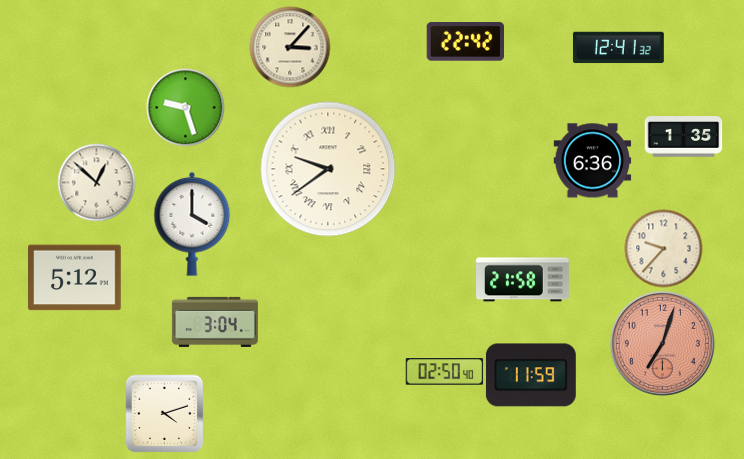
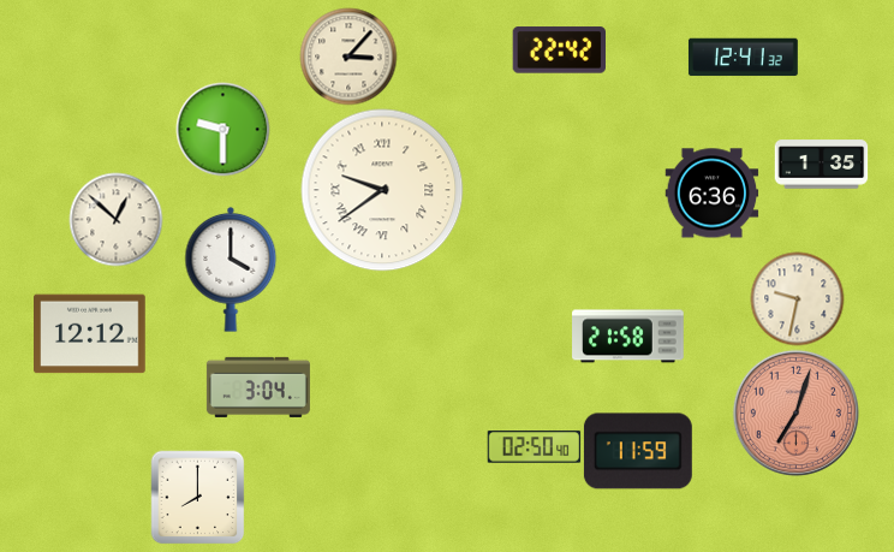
clock at (185, 107): 9:27 -> 9:30
clock at (328, 169) position: (328, 169) -> (382, 190)
clock at (663, 248): 9:37 -> 9:32
clock at (75, 278): 5:12 -> 12:12
clock at (164, 413): 4:12 -> 8:00
